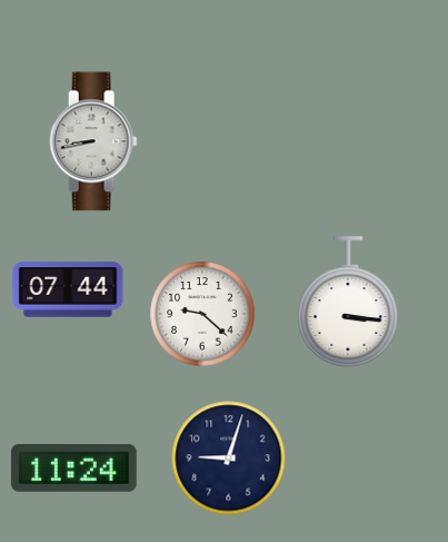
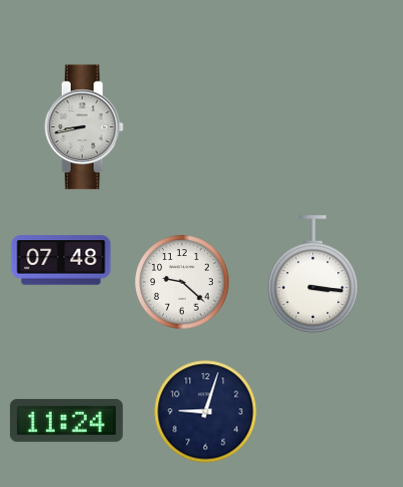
clock at (68, 289): 07:44 -> 07:48
clock at (348, 302) position: (348, 302) -> (313, 274)
